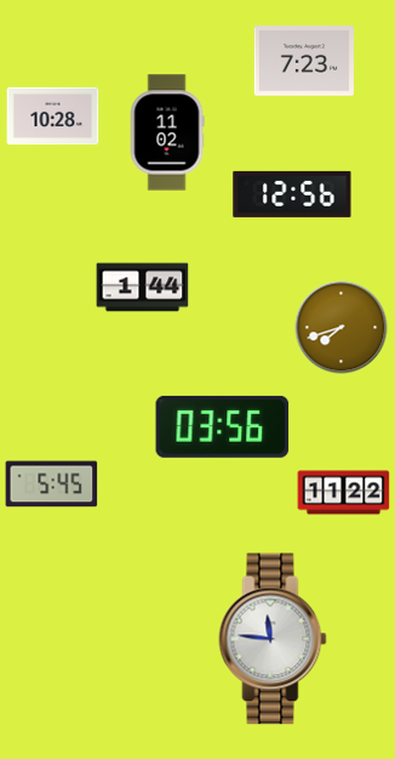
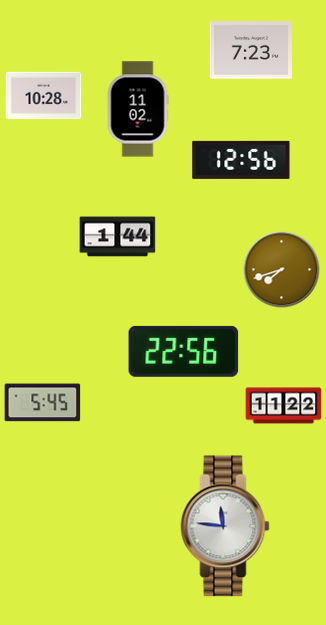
clock at (223, 426): 03:56 -> 22:56
clock at (52, 485) position: (52, 485) -> (43, 403)
